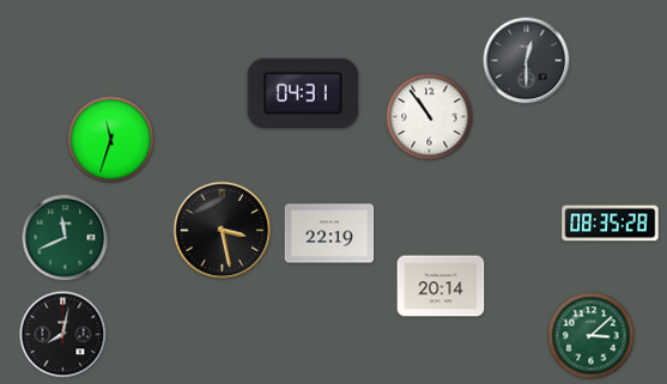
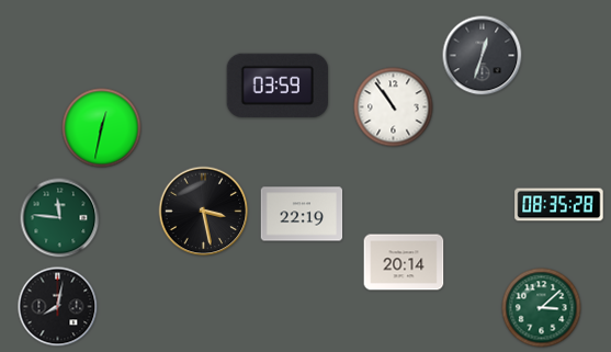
clock at (527, 61): 12:30 -> 12:33
clock at (303, 93): 04:31 -> 03:59
clock at (111, 140): 11:33 -> 12:32
clock at (66, 238): 11:41 -> 11:46
